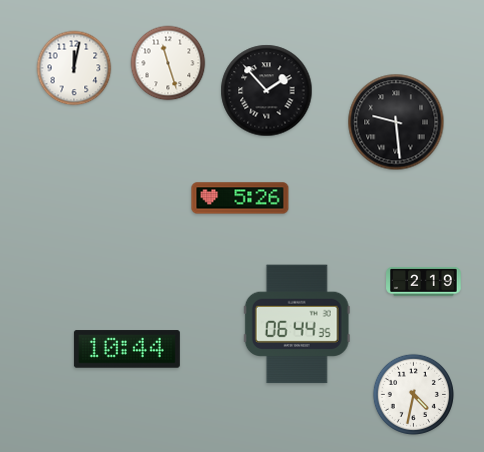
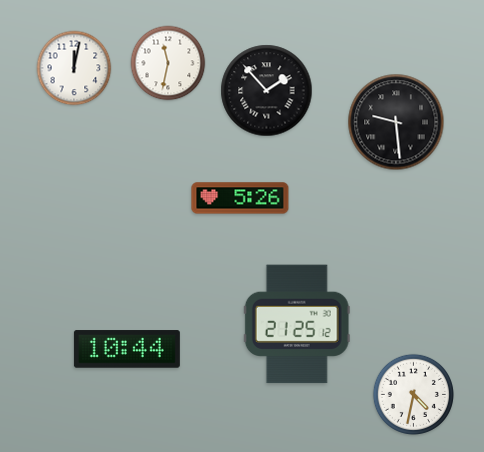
clock at (168, 63): 11:27 -> 11:32
clock at (424, 282): 2:19 -> none
clock at (297, 324): 06:44 -> 21:25
